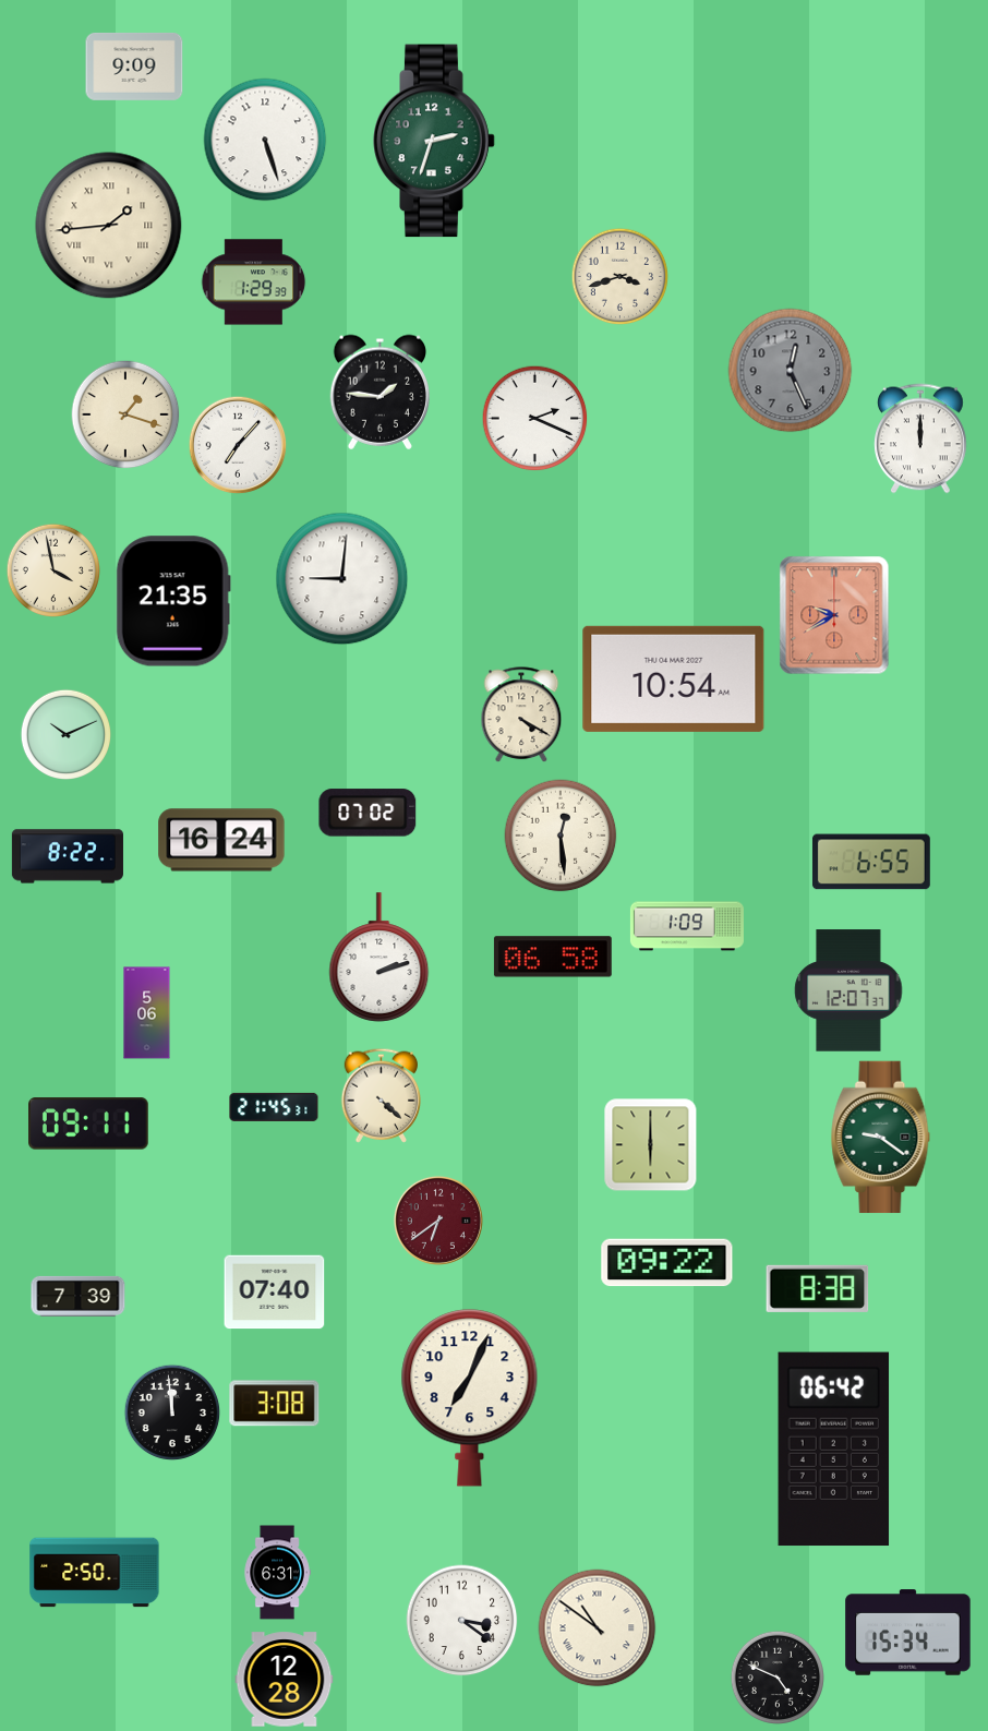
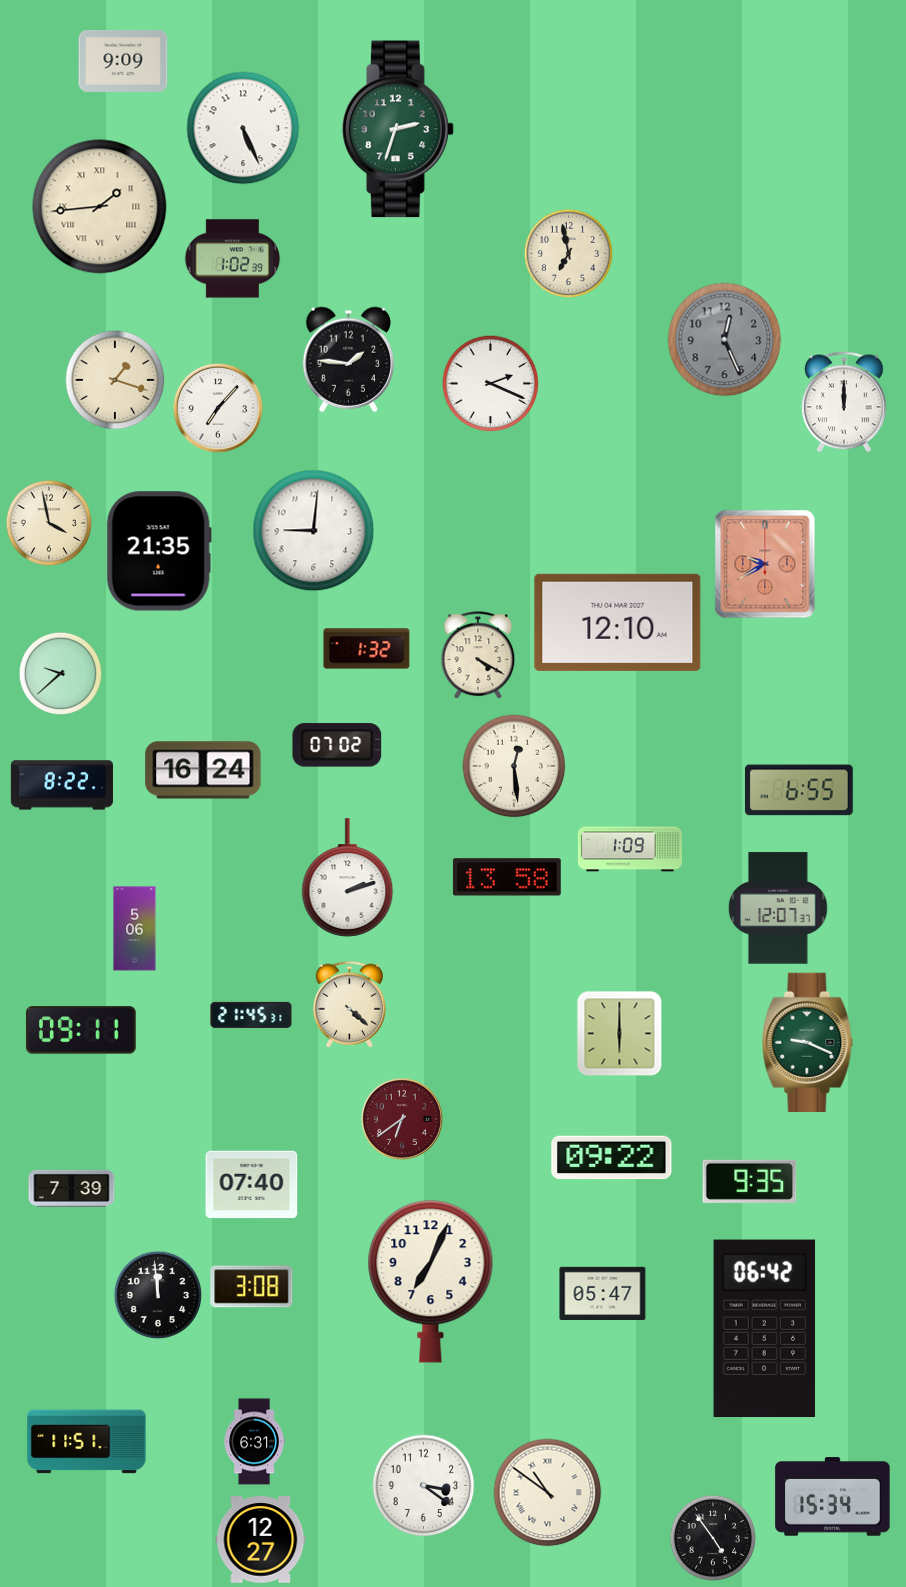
clock at (265, 140): 5:27 -> 5:26
clock at (619, 276): 3:42 -> 6:58
clock at (253, 283): 1:29 -> 1:02
clock at (674, 678): 10:54 -> 12:10
clock at (367, 649): none -> 1:32
clock at (65, 734): 10:11 -> 9:38
clock at (553, 957): 06:58 -> 13:58
clock at (881, 1138): 9:21 -> 9:19
clock at (651, 1145) position: (651, 1145) -> (620, 1034)
clock at (818, 1288): 8:38 -> 9:35
clock at (603, 1293): none -> 05:47
clock at (95, 1573): 2:50 -> 11:51
clock at (776, 1676): 4:49 -> 4:54
clock at (285, 1680): 12:28 -> 12:27
